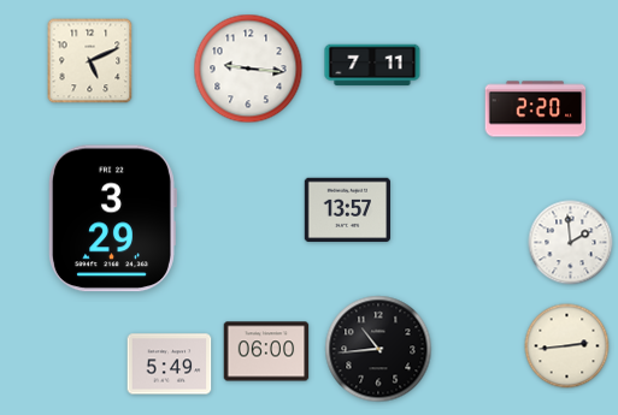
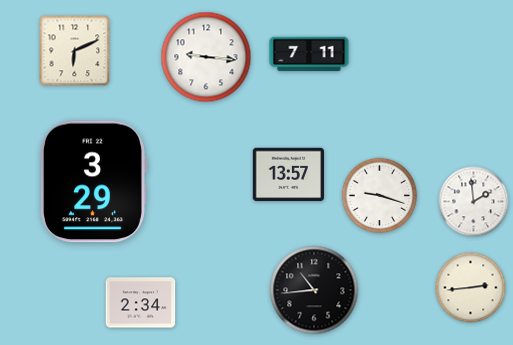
clock at (90, 61): 5:11 -> 6:11
clock at (536, 109): 2:20 -> none
clock at (380, 196): none -> 9:18
clock at (266, 351): 06:00 -> none
clock at (170, 364): 5:49 -> 2:34
